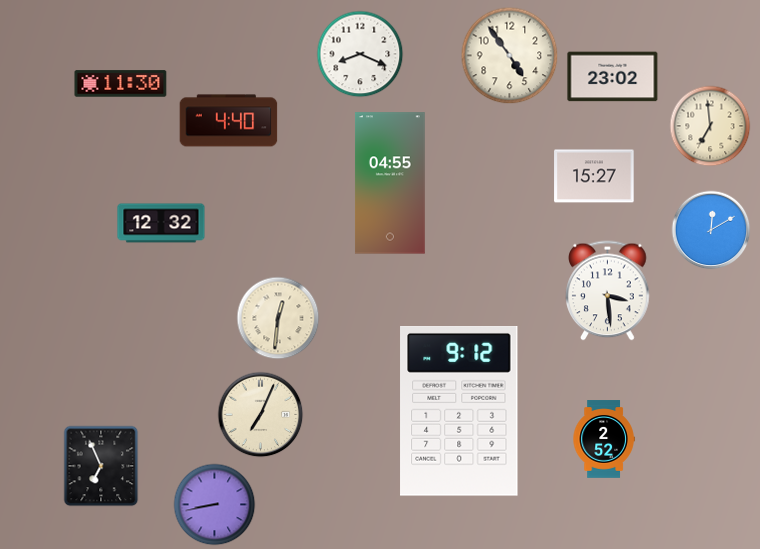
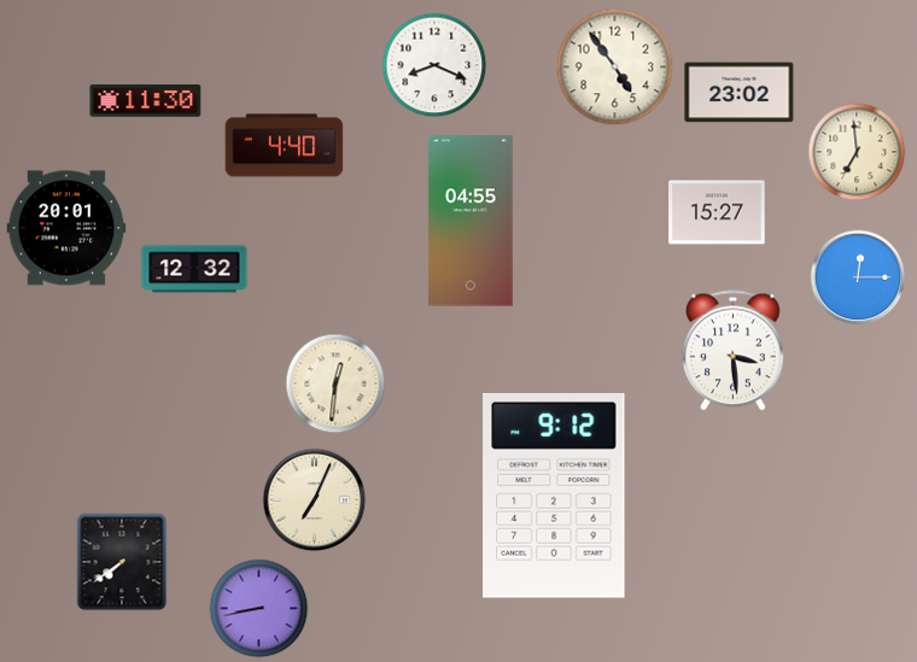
clock at (229, 121) position: (229, 121) -> (285, 146)
clock at (66, 228): none -> 20:01
clock at (711, 230): 12:10 -> 12:15
clock at (604, 439): 2:52 -> none
clock at (101, 466): 6:56 -> 7:39
